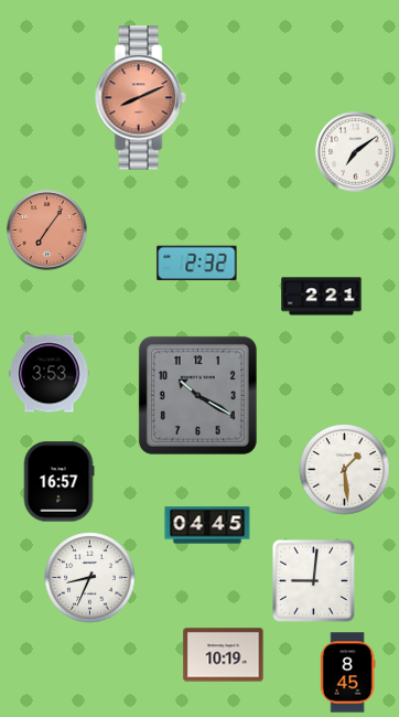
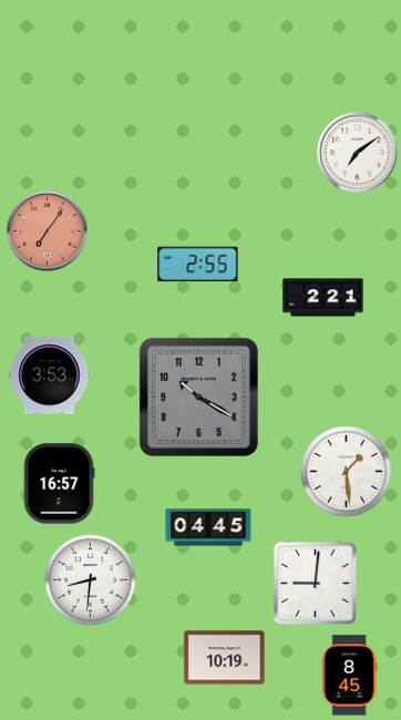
clock at (140, 98): 8:11 -> none
clock at (197, 264): 2:32 -> 2:55
clock at (90, 578): 8:34 -> 8:31
